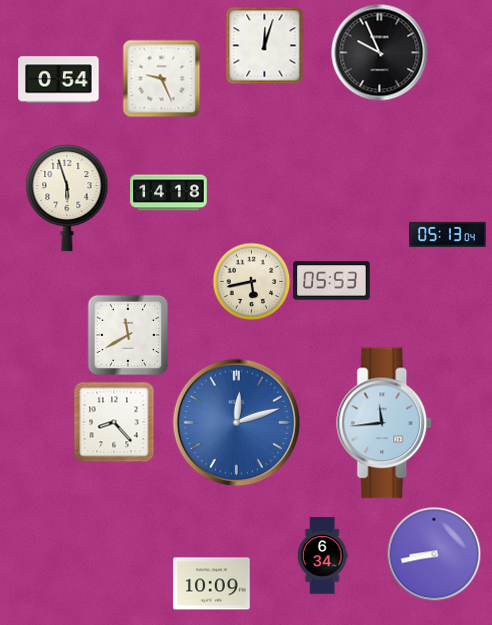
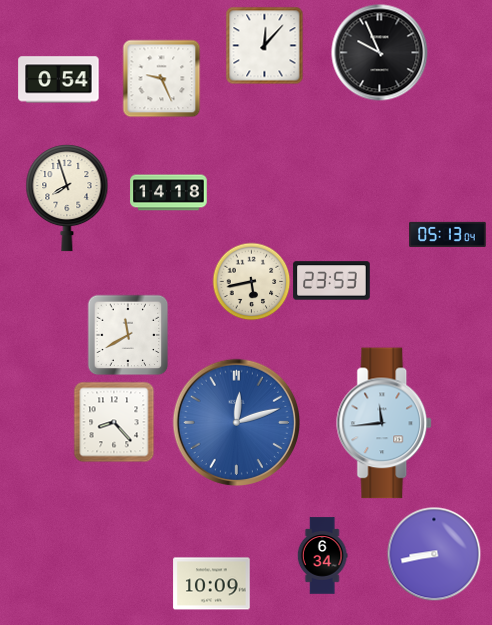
clock at (264, 45): 12:03 -> 12:07
clock at (67, 198): 5:57 -> 7:57
clock at (332, 281): 05:53 -> 23:53
